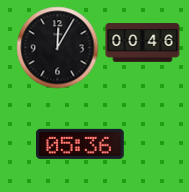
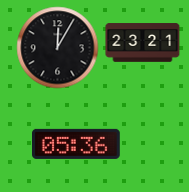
clock at (143, 43): 00:46 -> 23:21
clock at (81, 144) position: (81, 144) -> (77, 144)
